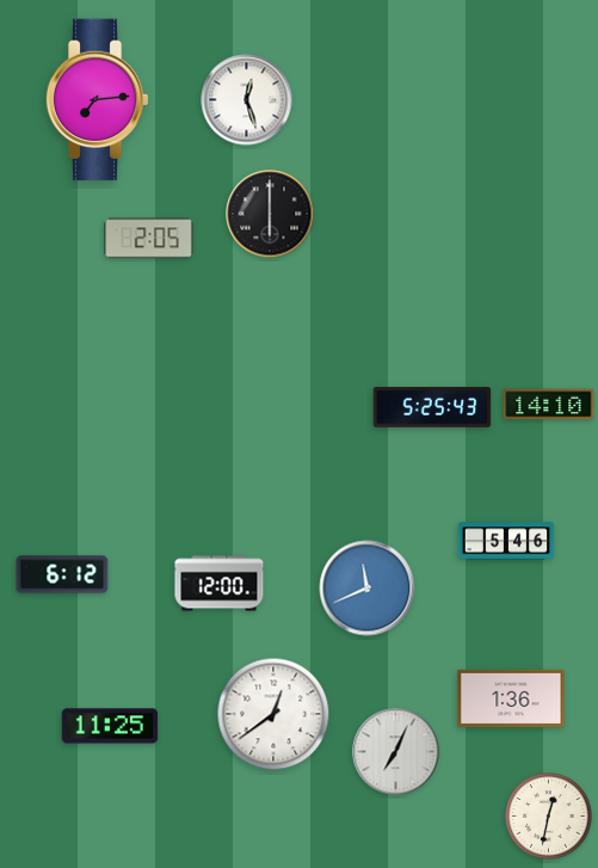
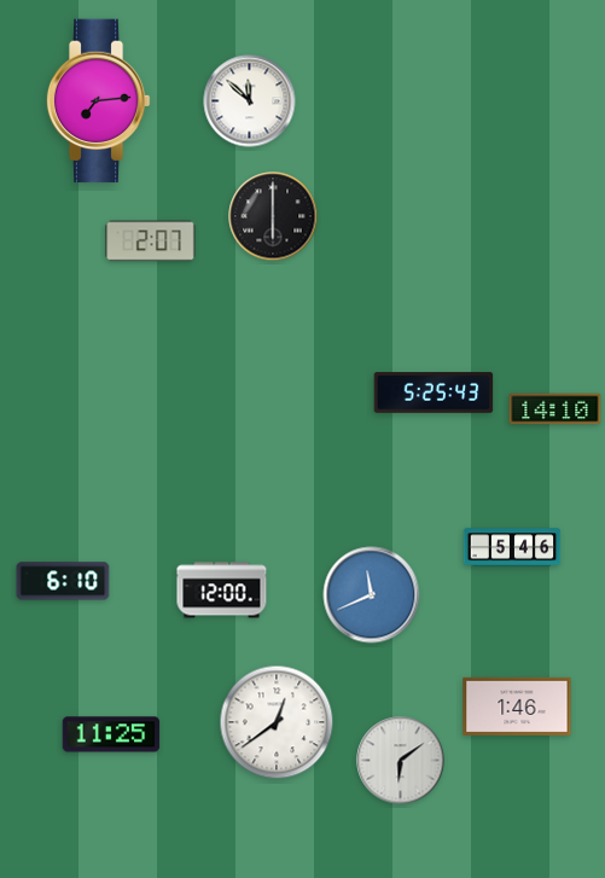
clock at (247, 100): 12:27 -> 11:52
clock at (149, 239): 2:05 -> 2:07
clock at (432, 407) position: (432, 407) -> (434, 393)
clock at (62, 574): 6:12 -> 6:10
clock at (511, 698): 1:36 -> 1:46
clock at (396, 752): 7:04 -> 6:09
clock at (549, 817): 12:32 -> none
